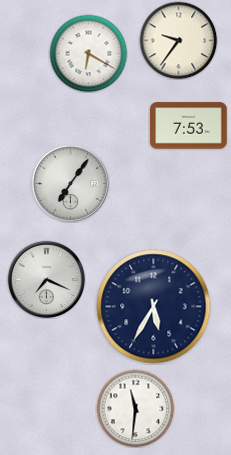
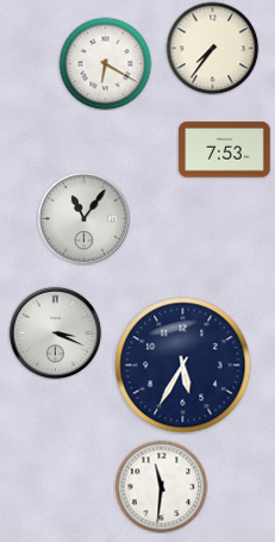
clock at (178, 40): 9:36 -> 7:36
clock at (70, 183): 7:06 -> 11:06
clock at (46, 279): 7:19 -> 3:19
